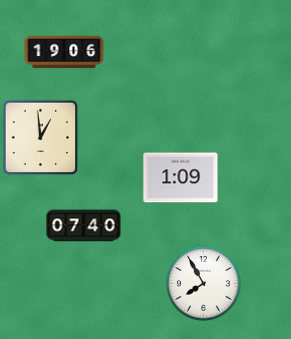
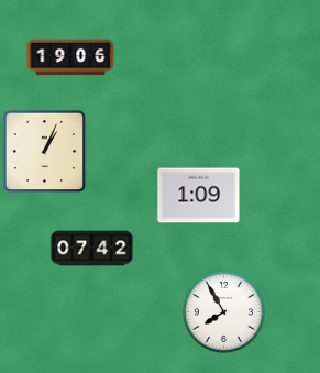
clock at (41, 138): 12:59 -> 1:04
clock at (84, 226): 07:40 -> 07:42
